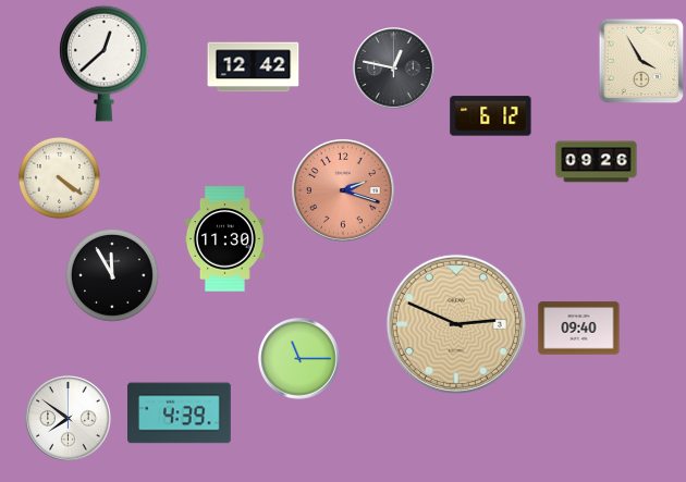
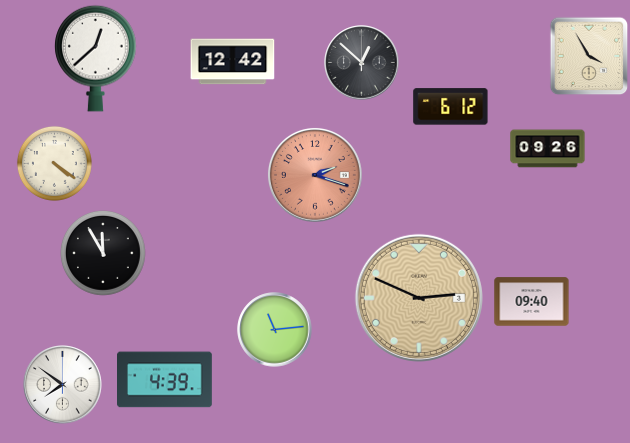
clock at (394, 69): 12:47 -> 12:52
clock at (224, 239): 11:30 -> none
clock at (299, 359): 11:15 -> 11:14
